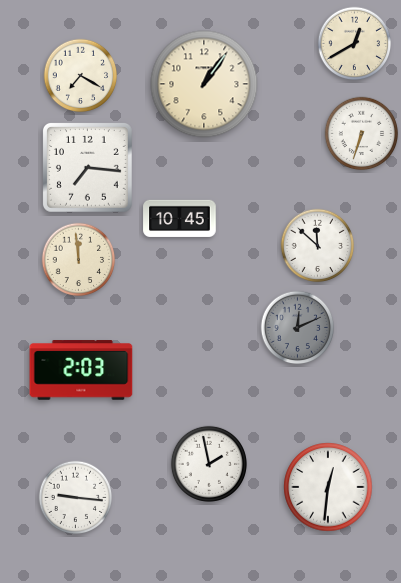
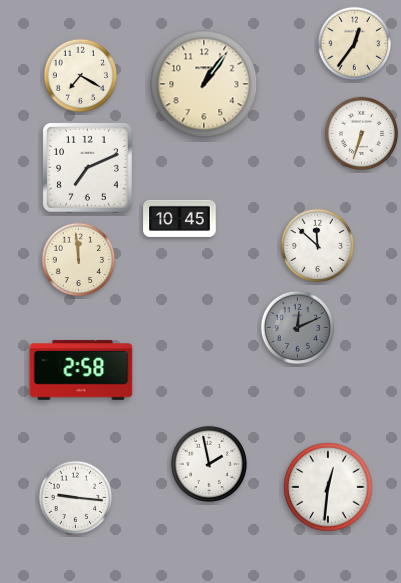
clock at (355, 44): 12:40 -> 12:36
clock at (87, 167): 7:16 -> 7:11
clock at (81, 370): 2:03 -> 2:58
